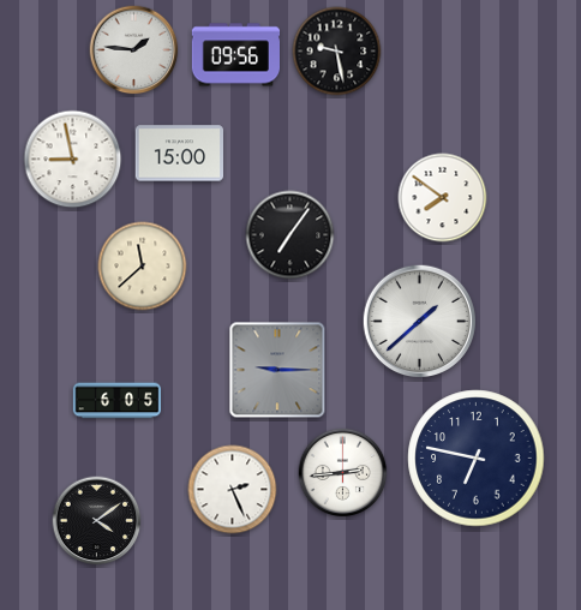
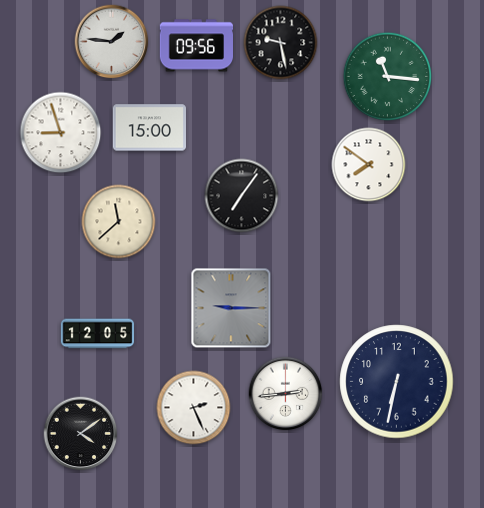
clock at (388, 77): none -> 11:16
clock at (73, 160): 8:58 -> 8:57
clock at (419, 321): 1:38 -> none
clock at (118, 401): 6:05 -> 12:05
clock at (477, 459): 6:47 -> 6:32
